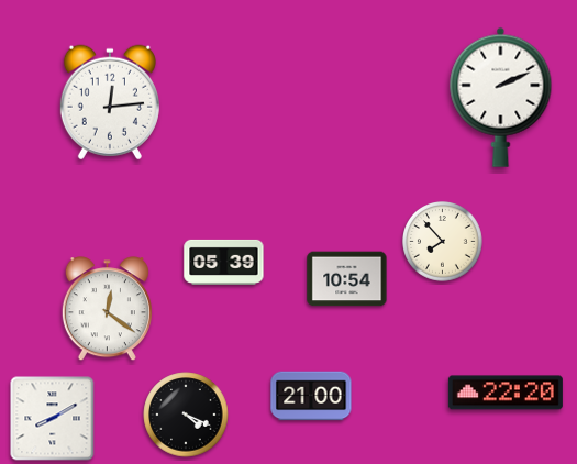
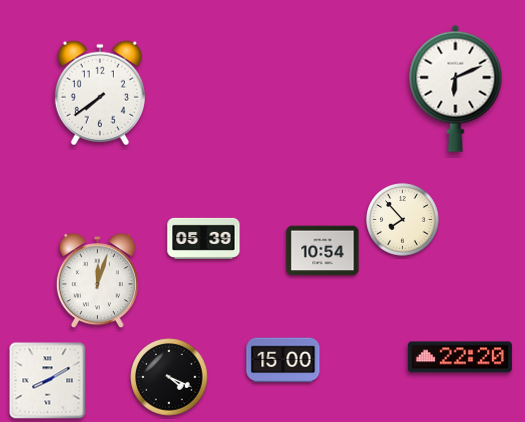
clock at (501, 97): 2:11 -> 6:11
clock at (110, 102): 12:14 -> 7:39
clock at (347, 279) position: (347, 279) -> (323, 251)
clock at (107, 309): 12:21 -> 12:03
clock at (311, 396): 21:00 -> 15:00
